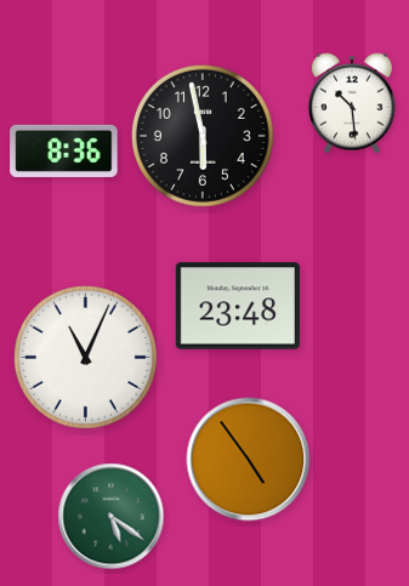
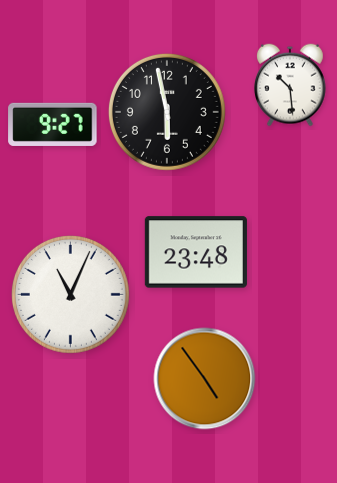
clock at (64, 150): 8:36 -> 9:27
clock at (112, 517): 5:21 -> none
